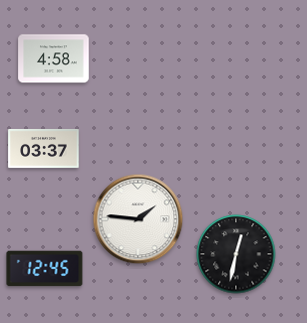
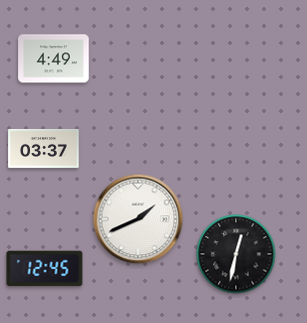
clock at (54, 59): 4:58 -> 4:49
clock at (138, 219): 1:46 -> 1:41
